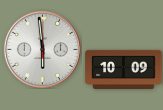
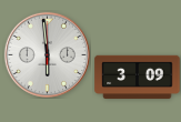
clock at (124, 70): 10:09 -> 3:09
